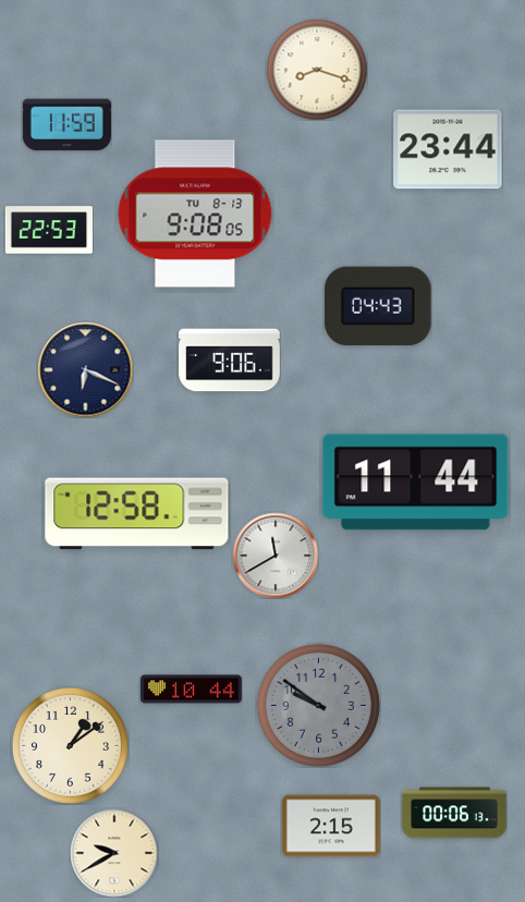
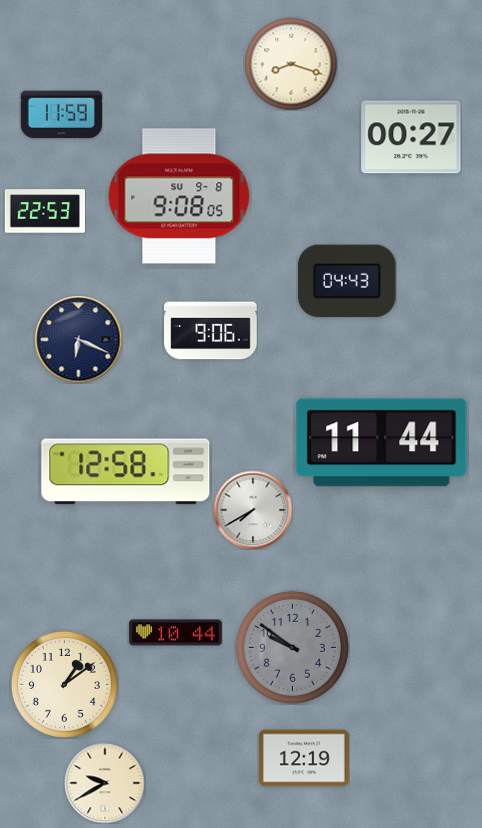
clock at (448, 149): 23:44 -> 00:27
clock at (195, 214) date: TU 8-13 -> SU 9-8
clock at (276, 556): 11:40 -> 7:40
clock at (454, 813): 00:06 -> none
clock at (331, 826): 2:15 -> 12:19
